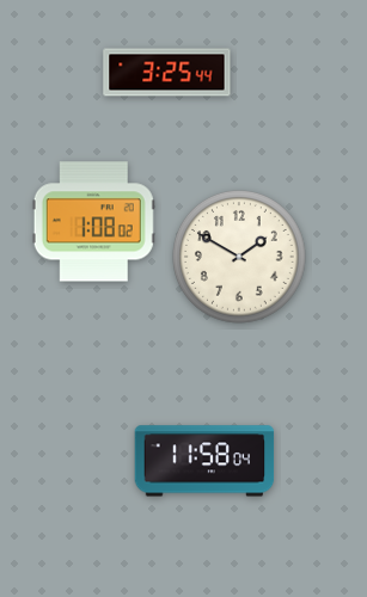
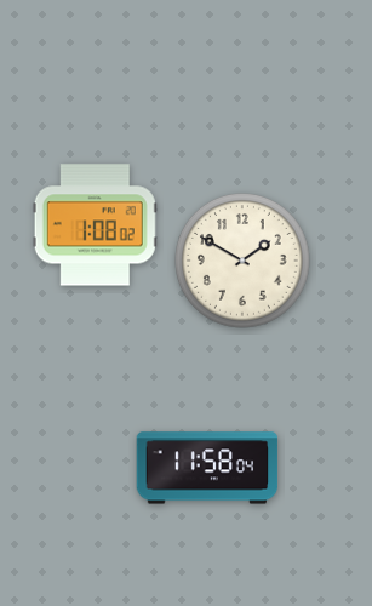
clock at (167, 73): 3:25 -> none
